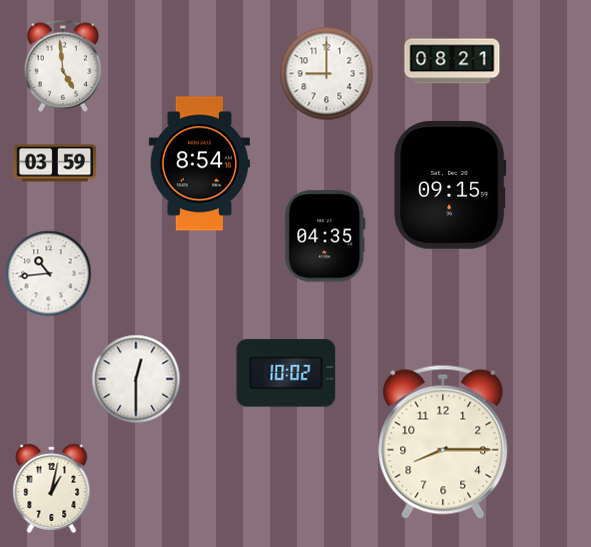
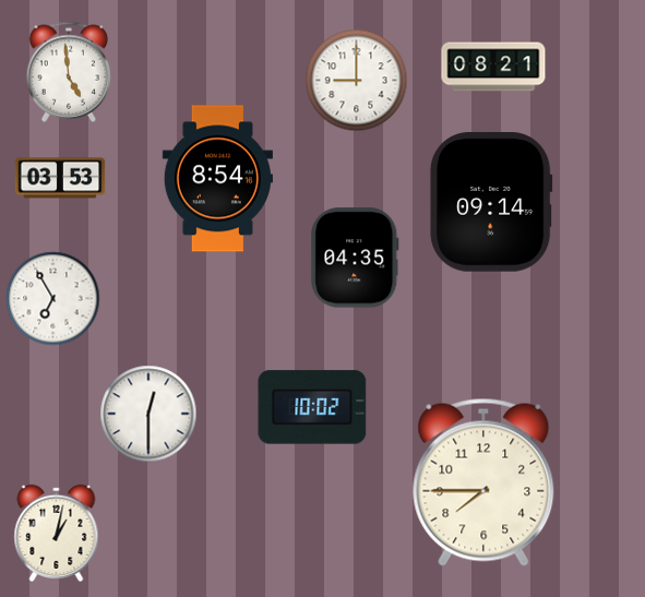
clock at (55, 163): 03:59 -> 03:53
clock at (450, 186): 09:15 -> 09:14
clock at (49, 274): 10:44 -> 6:55
clock at (443, 442): 8:15 -> 7:45
